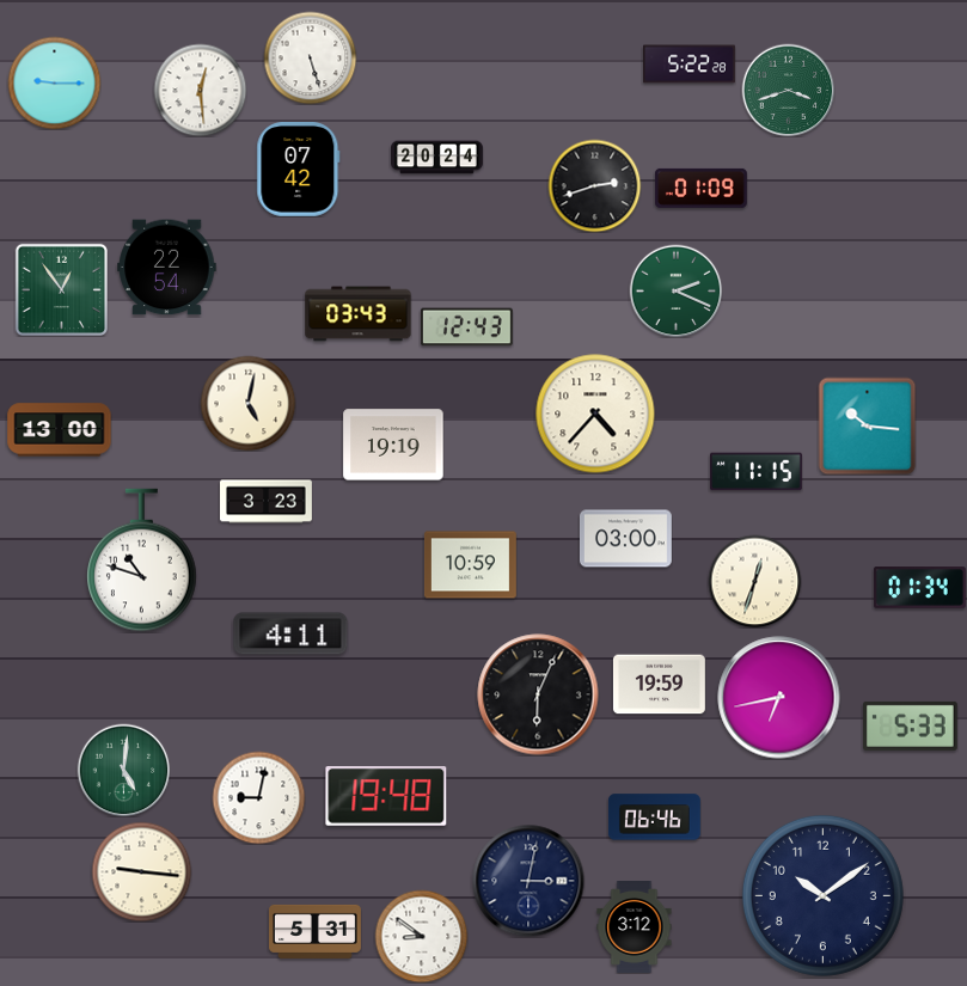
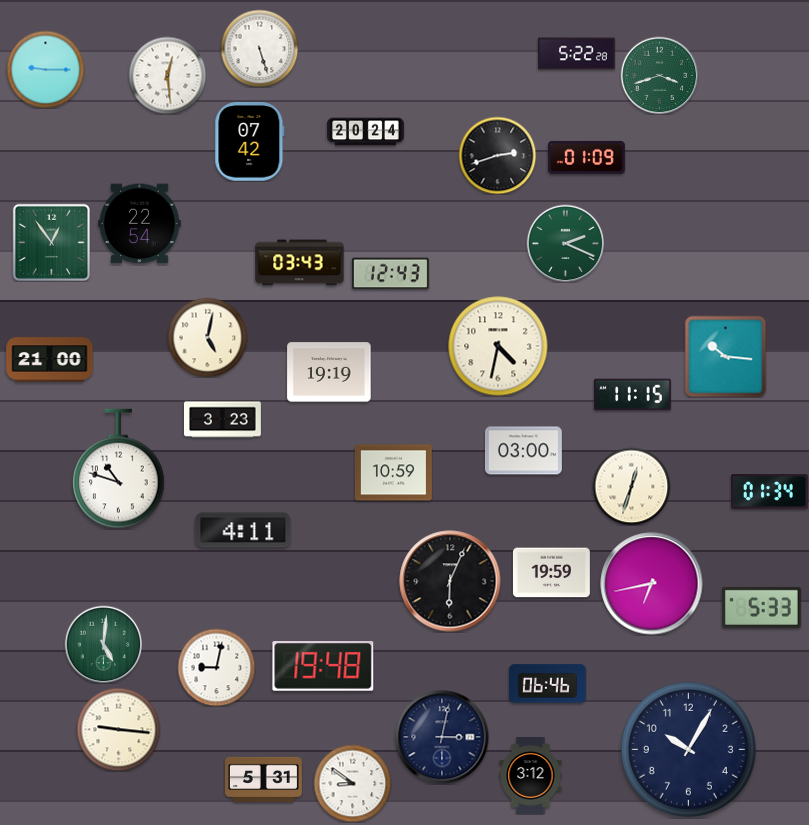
clock at (595, 414): 4:37 -> 4:32
clock at (60, 430): 13:00 -> 21:00
clock at (822, 895): 10:09 -> 10:05
